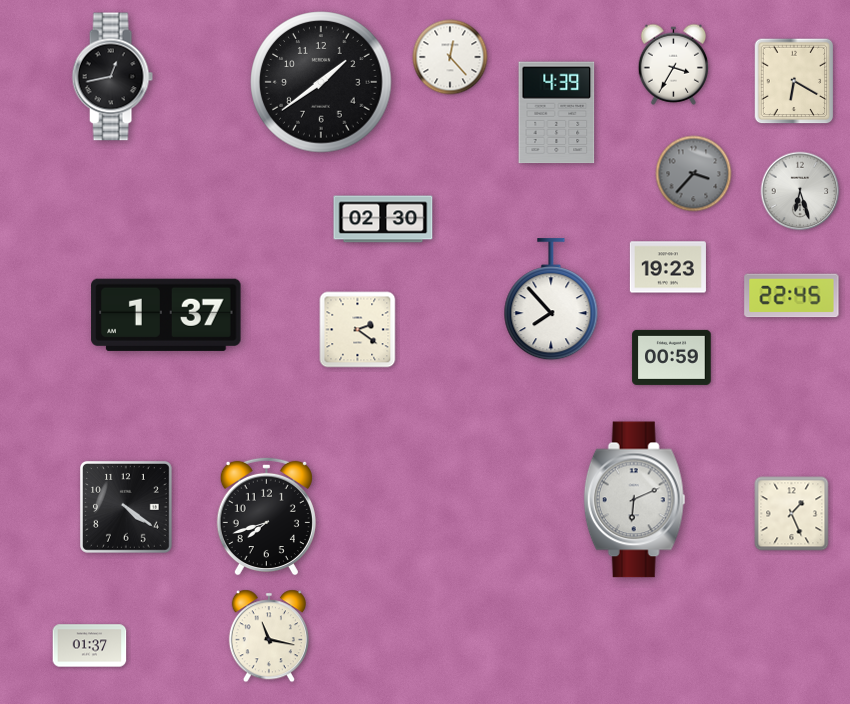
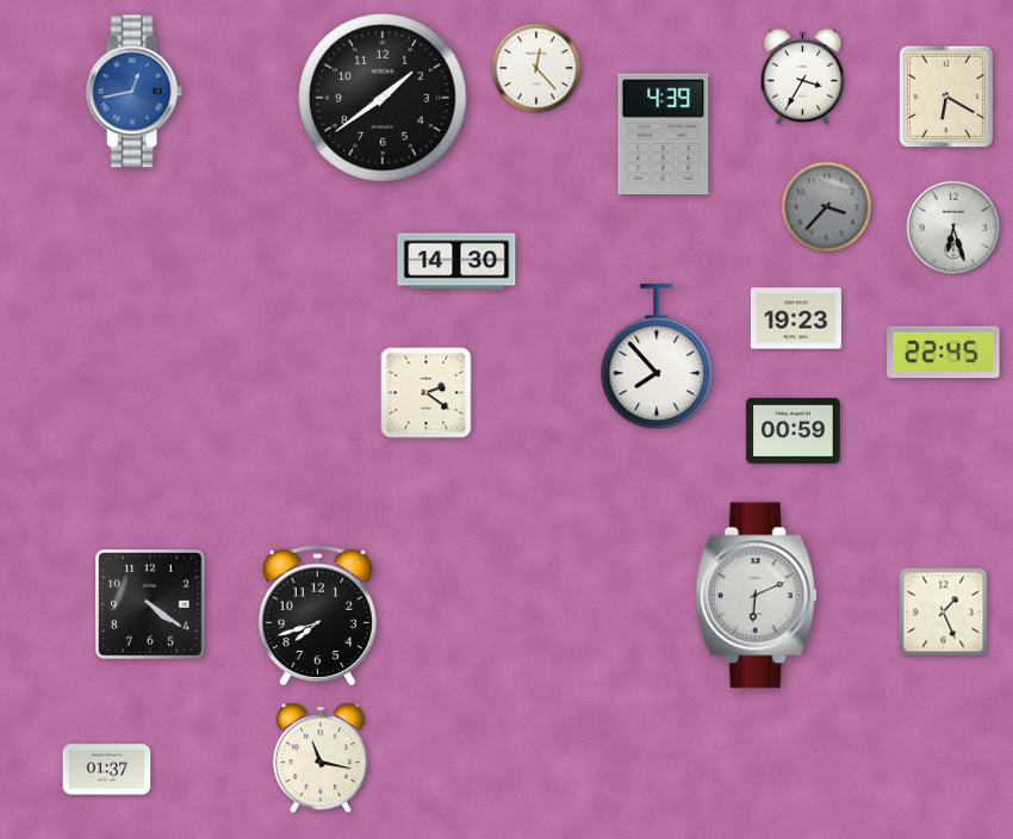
clock at (112, 77) dial: black -> blue
clock at (383, 219): 02:30 -> 14:30
clock at (166, 315): 1:37 -> none
clock at (672, 357) position: (672, 357) -> (794, 430)
